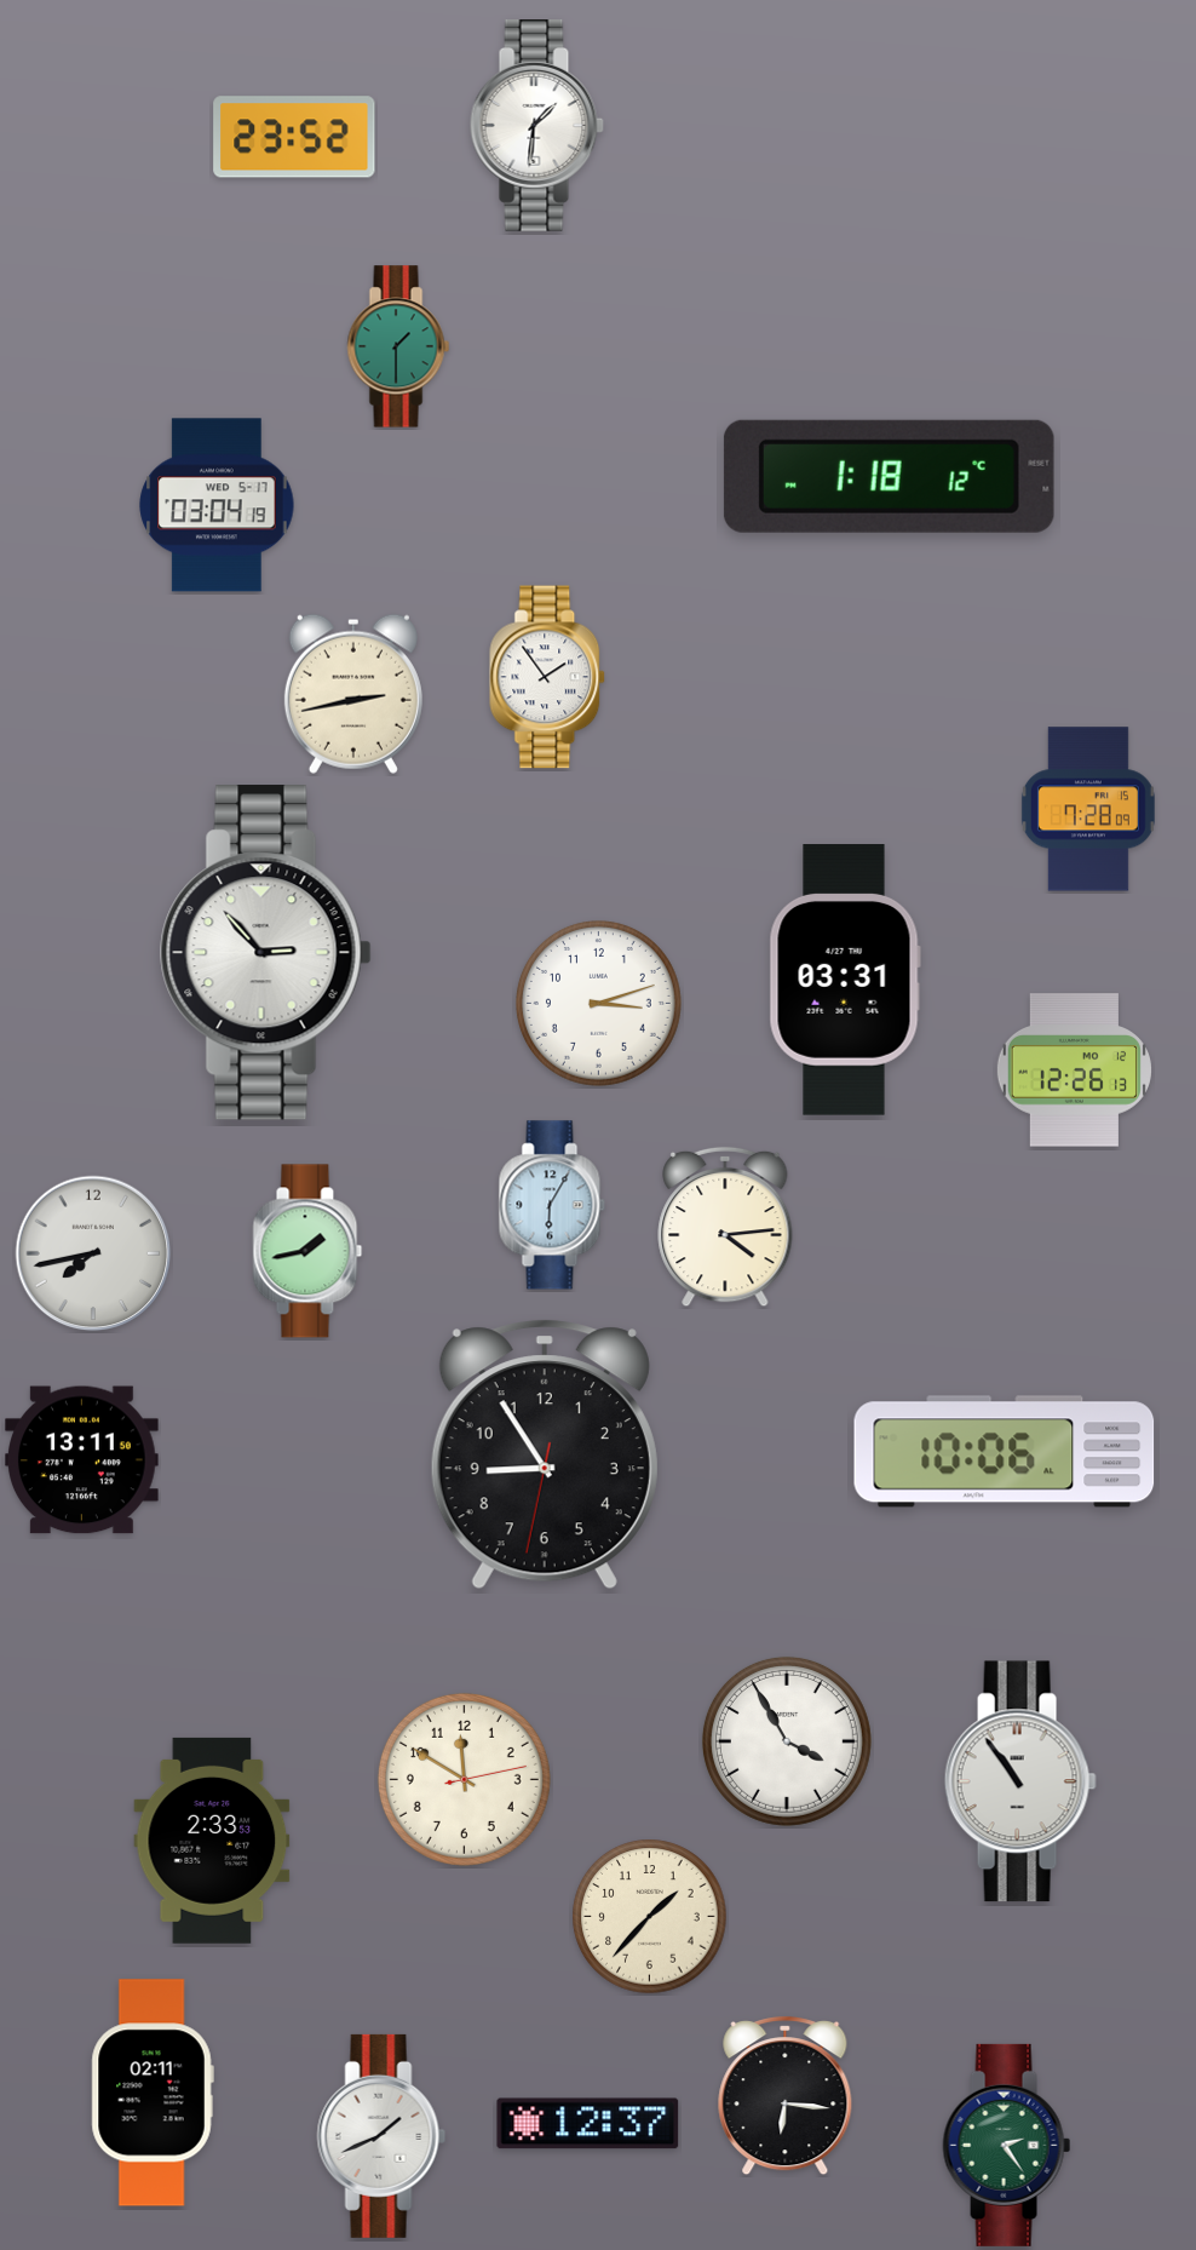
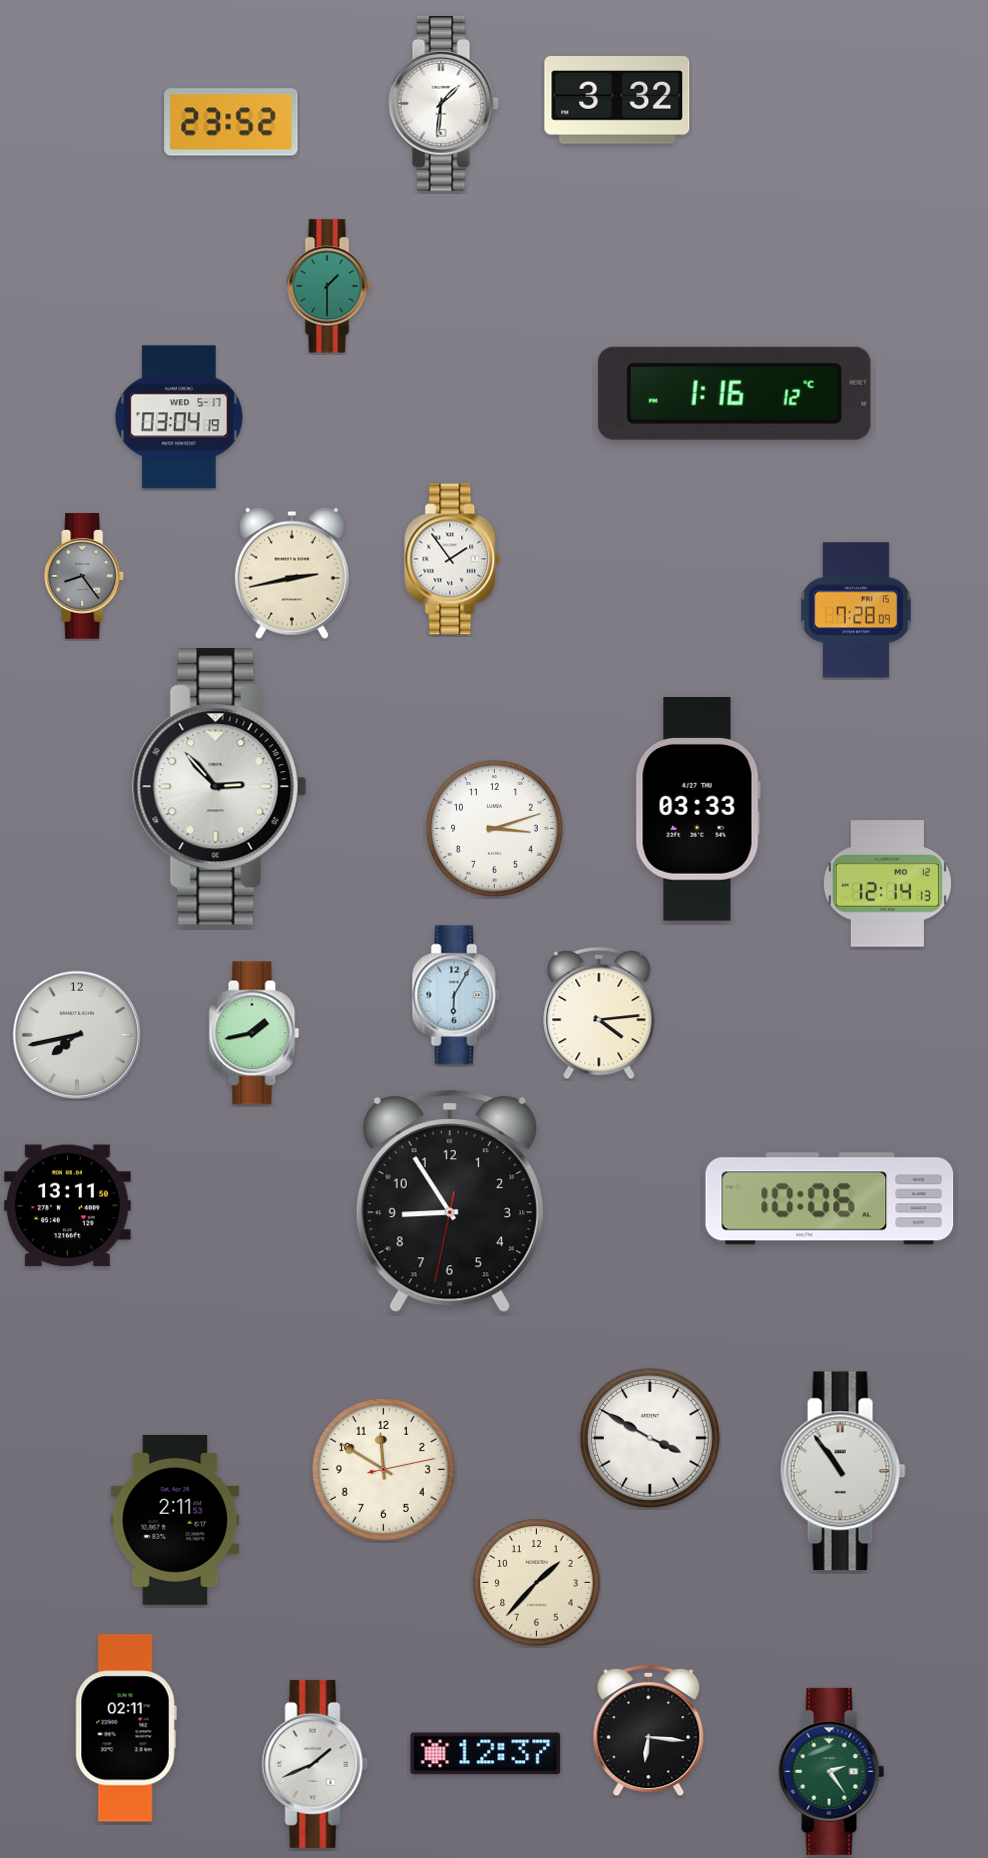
clock at (617, 101): none -> 3:32
clock at (294, 137) position: (294, 137) -> (231, 122)
clock at (889, 476): 1:18 -> 1:16
clock at (85, 576): none -> 8:24
clock at (1088, 809) position: (1088, 809) -> (856, 610)
clock at (845, 980): 03:31 -> 03:33
clock at (1074, 1071): 12:26 -> 12:14
clock at (787, 1741): 3:55 -> 3:50
clock at (212, 1841): 2:33 -> 2:11
